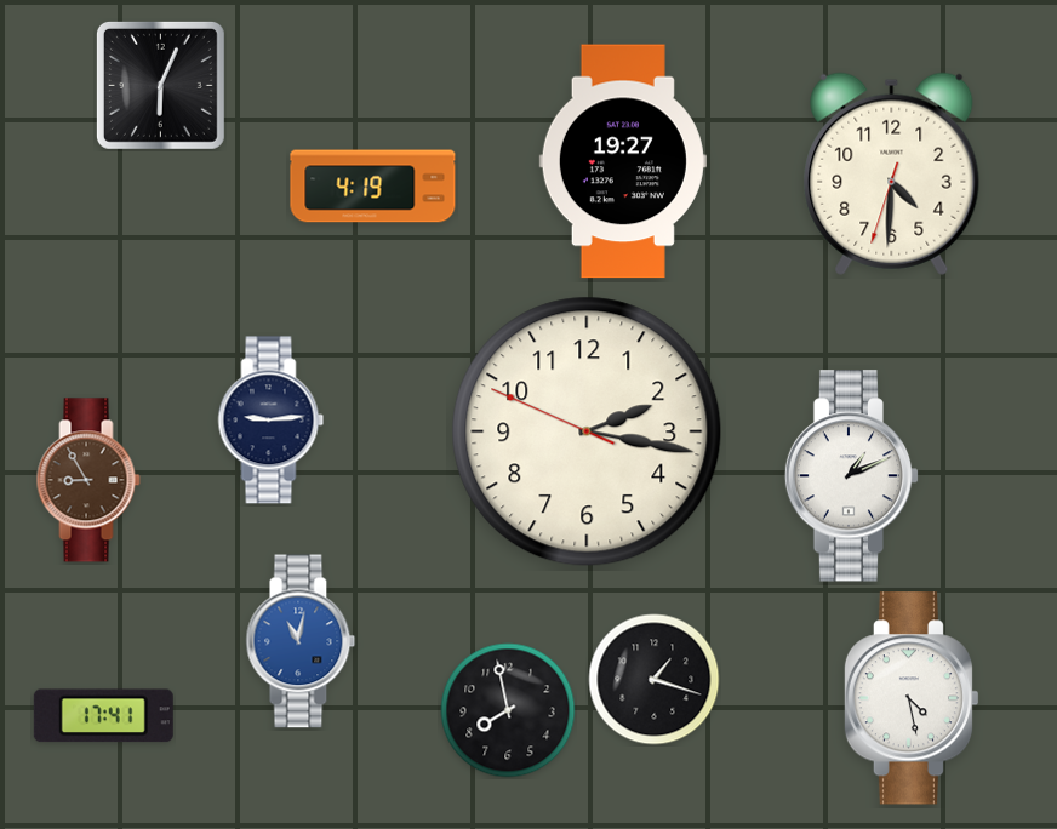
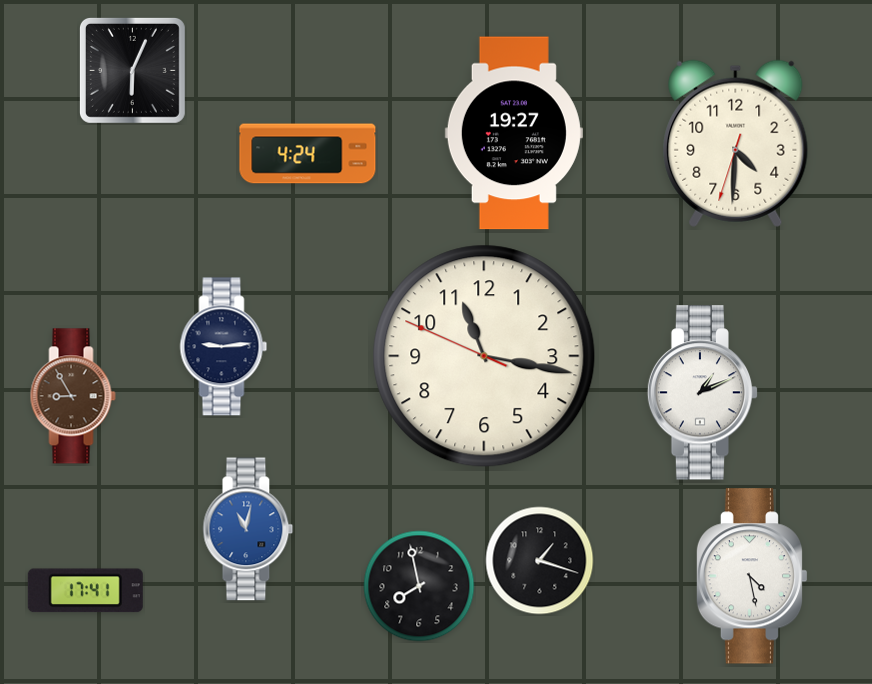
clock at (373, 187): 4:19 -> 4:24
clock at (587, 431): 2:16 -> 11:16
